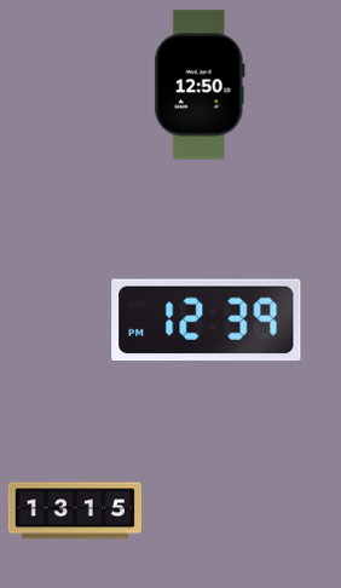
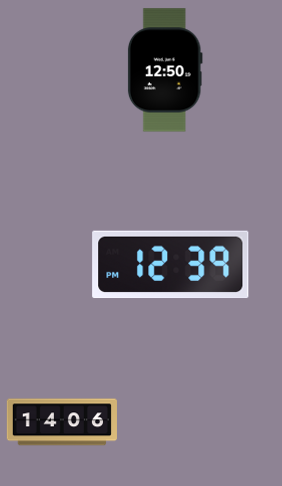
clock at (75, 511): 13:15 -> 14:06
